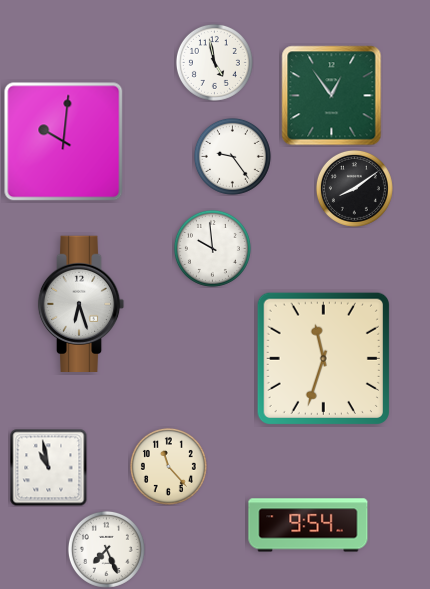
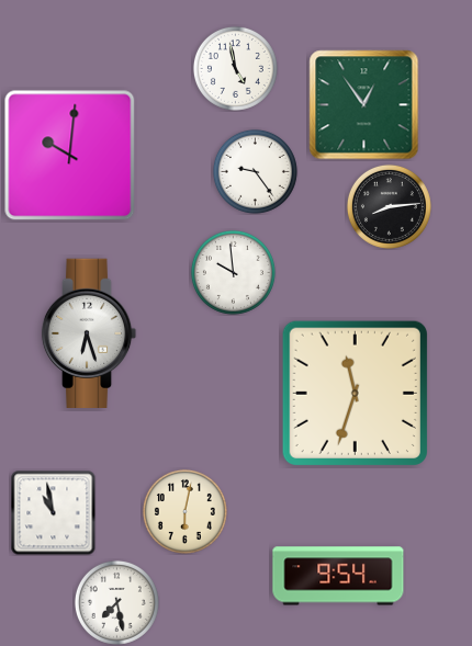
clock at (354, 188): 8:09 -> 8:14
clock at (168, 466): 11:23 -> 6:02
clock at (106, 549): 7:26 -> 7:28
